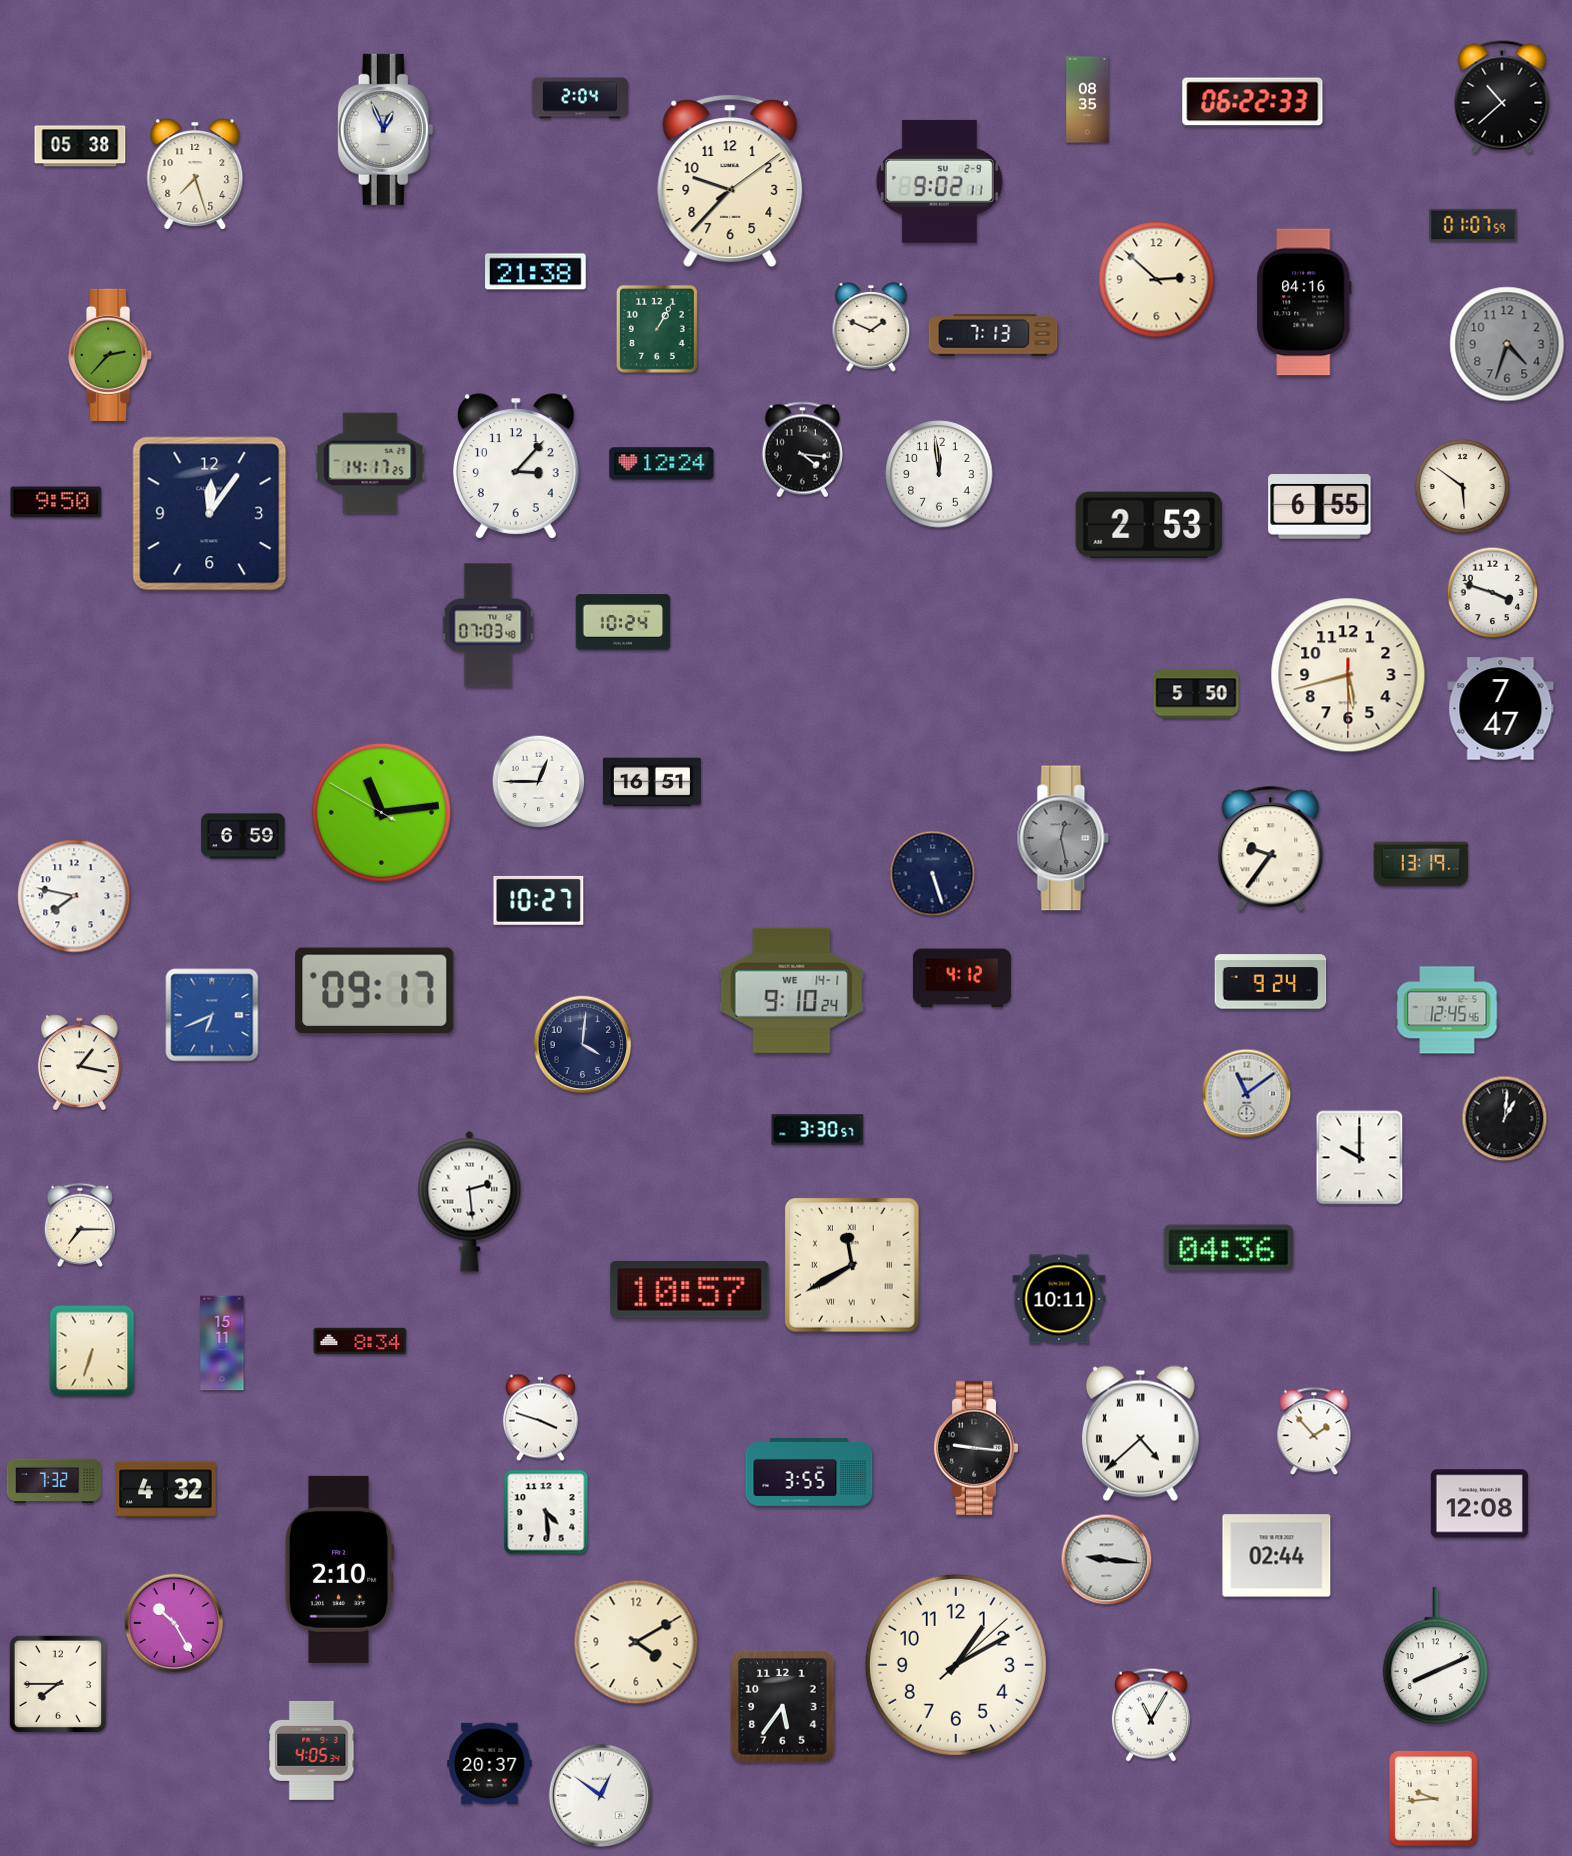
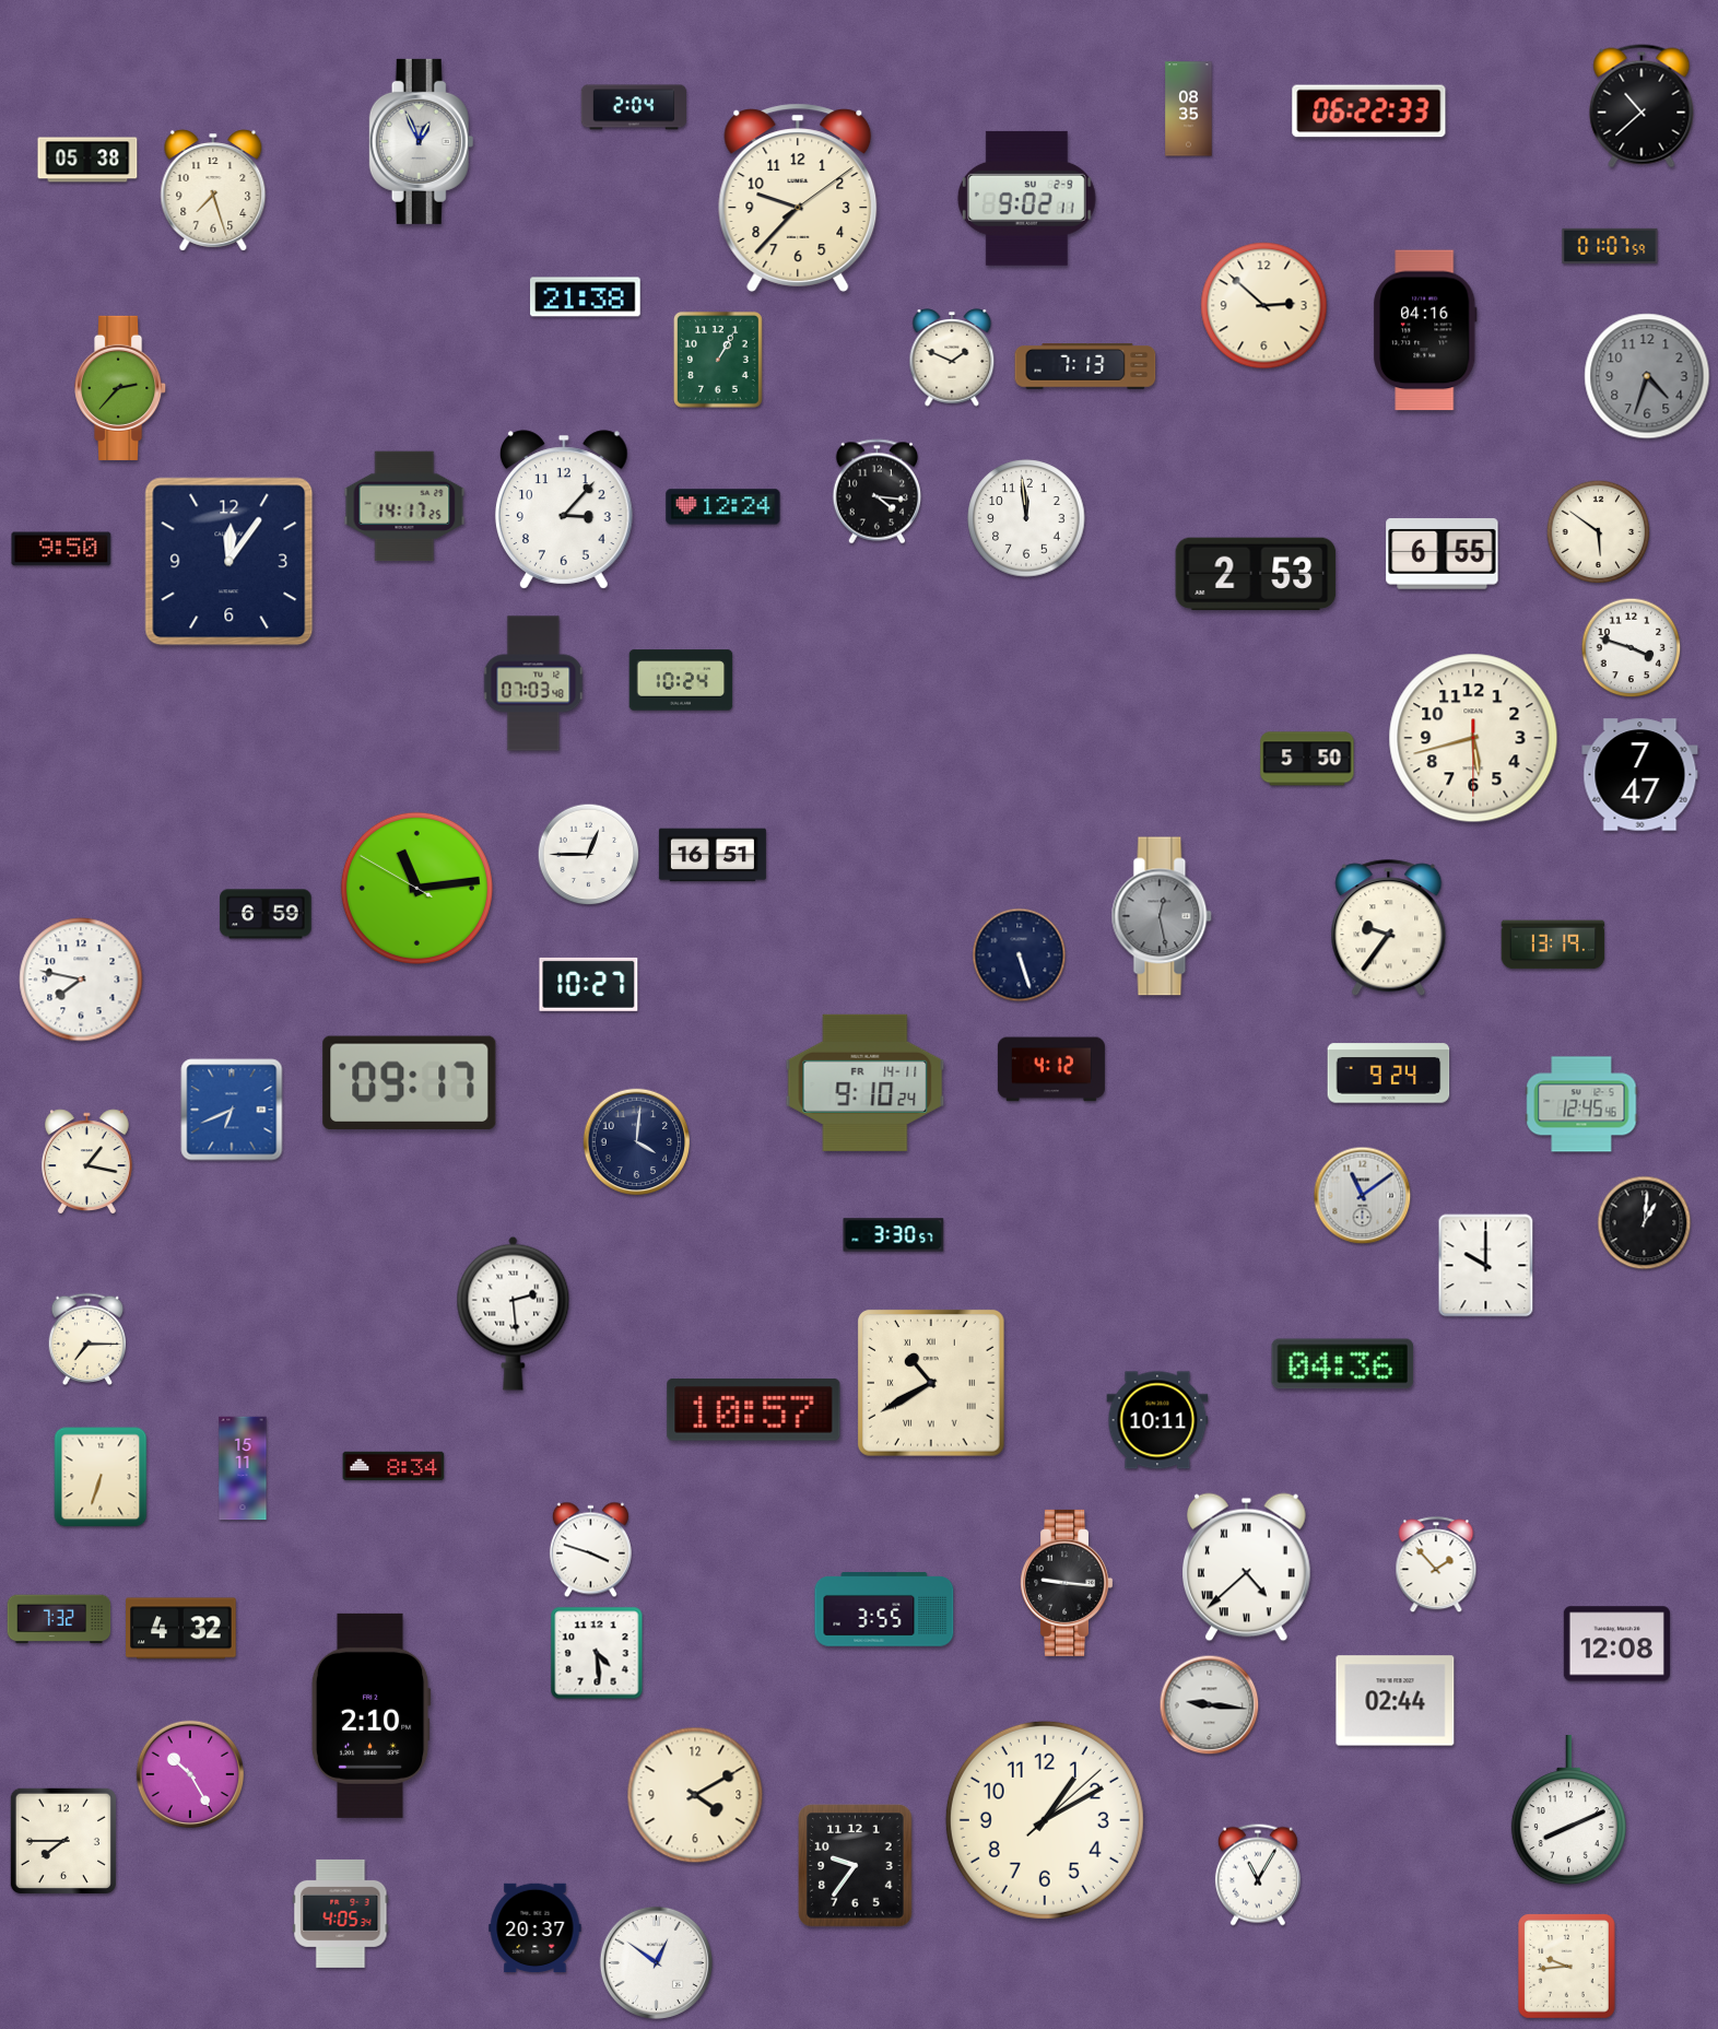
clock at (792, 990) date: WE 14-1 -> FR 14-11
clock at (853, 1266): 11:40 -> 10:40
clock at (783, 1707): 5:36 -> 9:36
